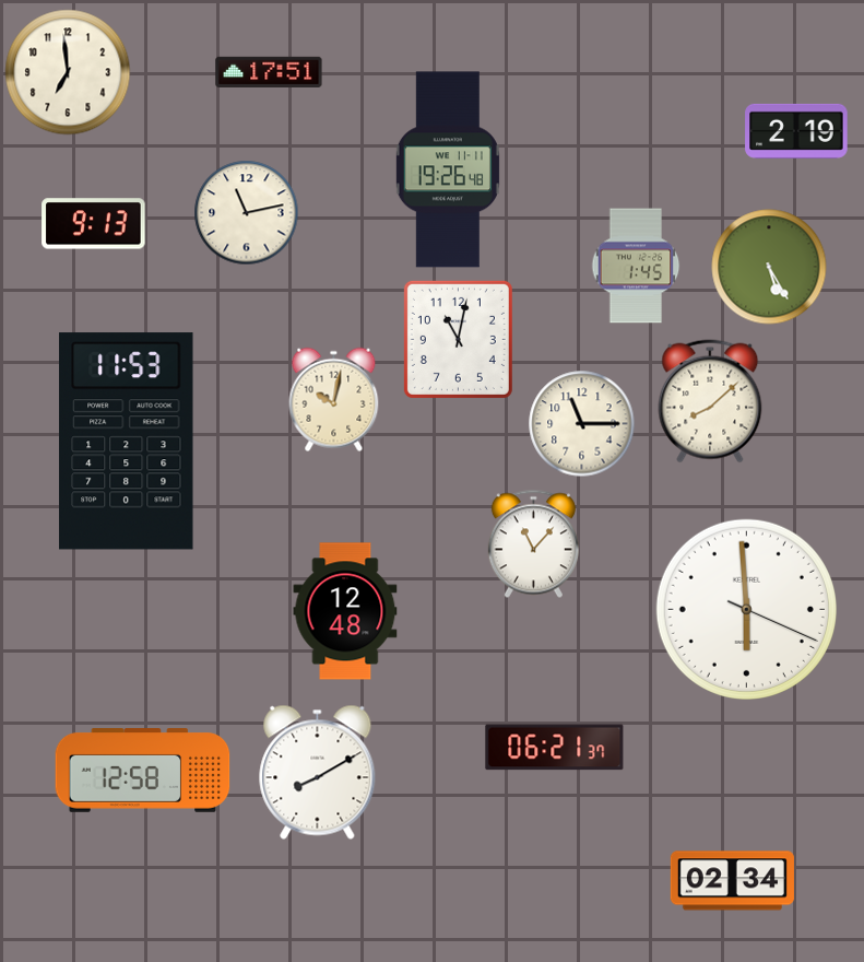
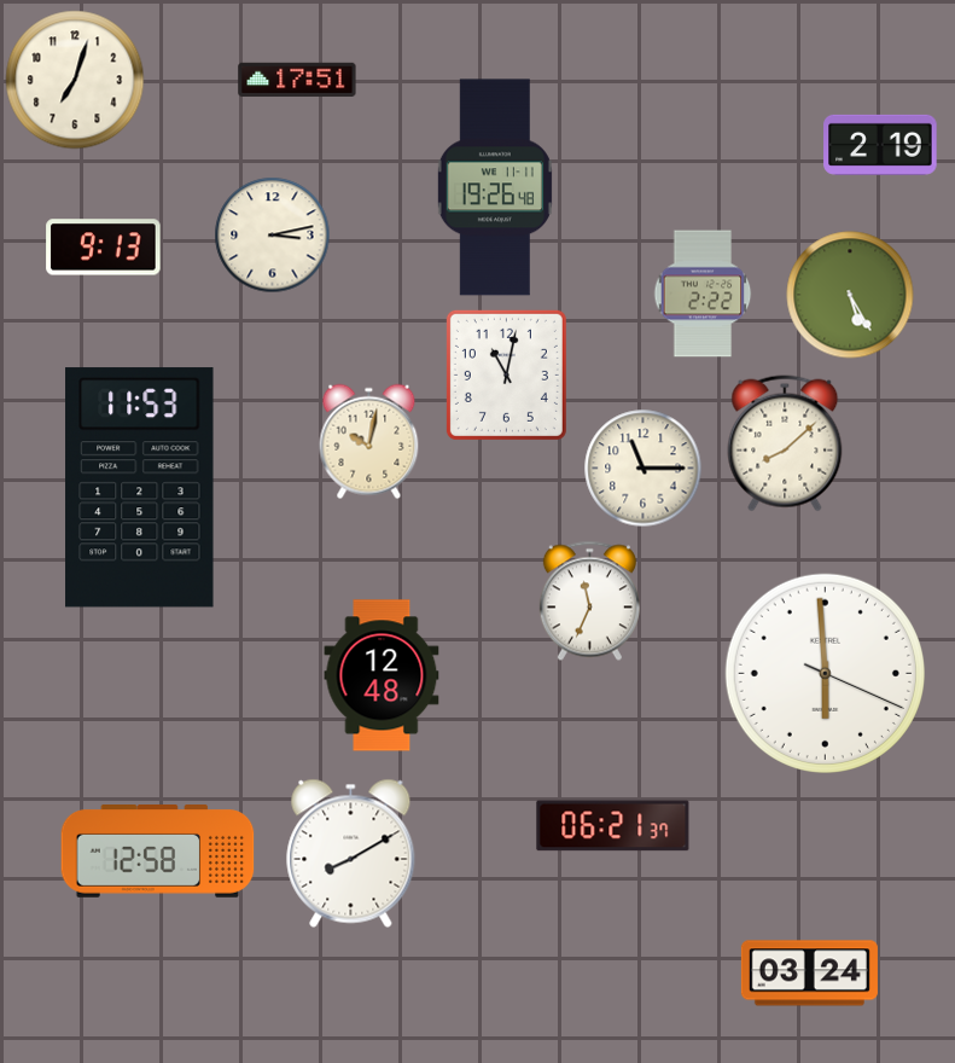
clock at (68, 72): 6:59 -> 7:03
clock at (247, 213): 11:13 -> 3:13
clock at (636, 266): 1:45 -> 2:22
clock at (533, 544): 11:07 -> 11:34
clock at (732, 881): 02:34 -> 03:24
